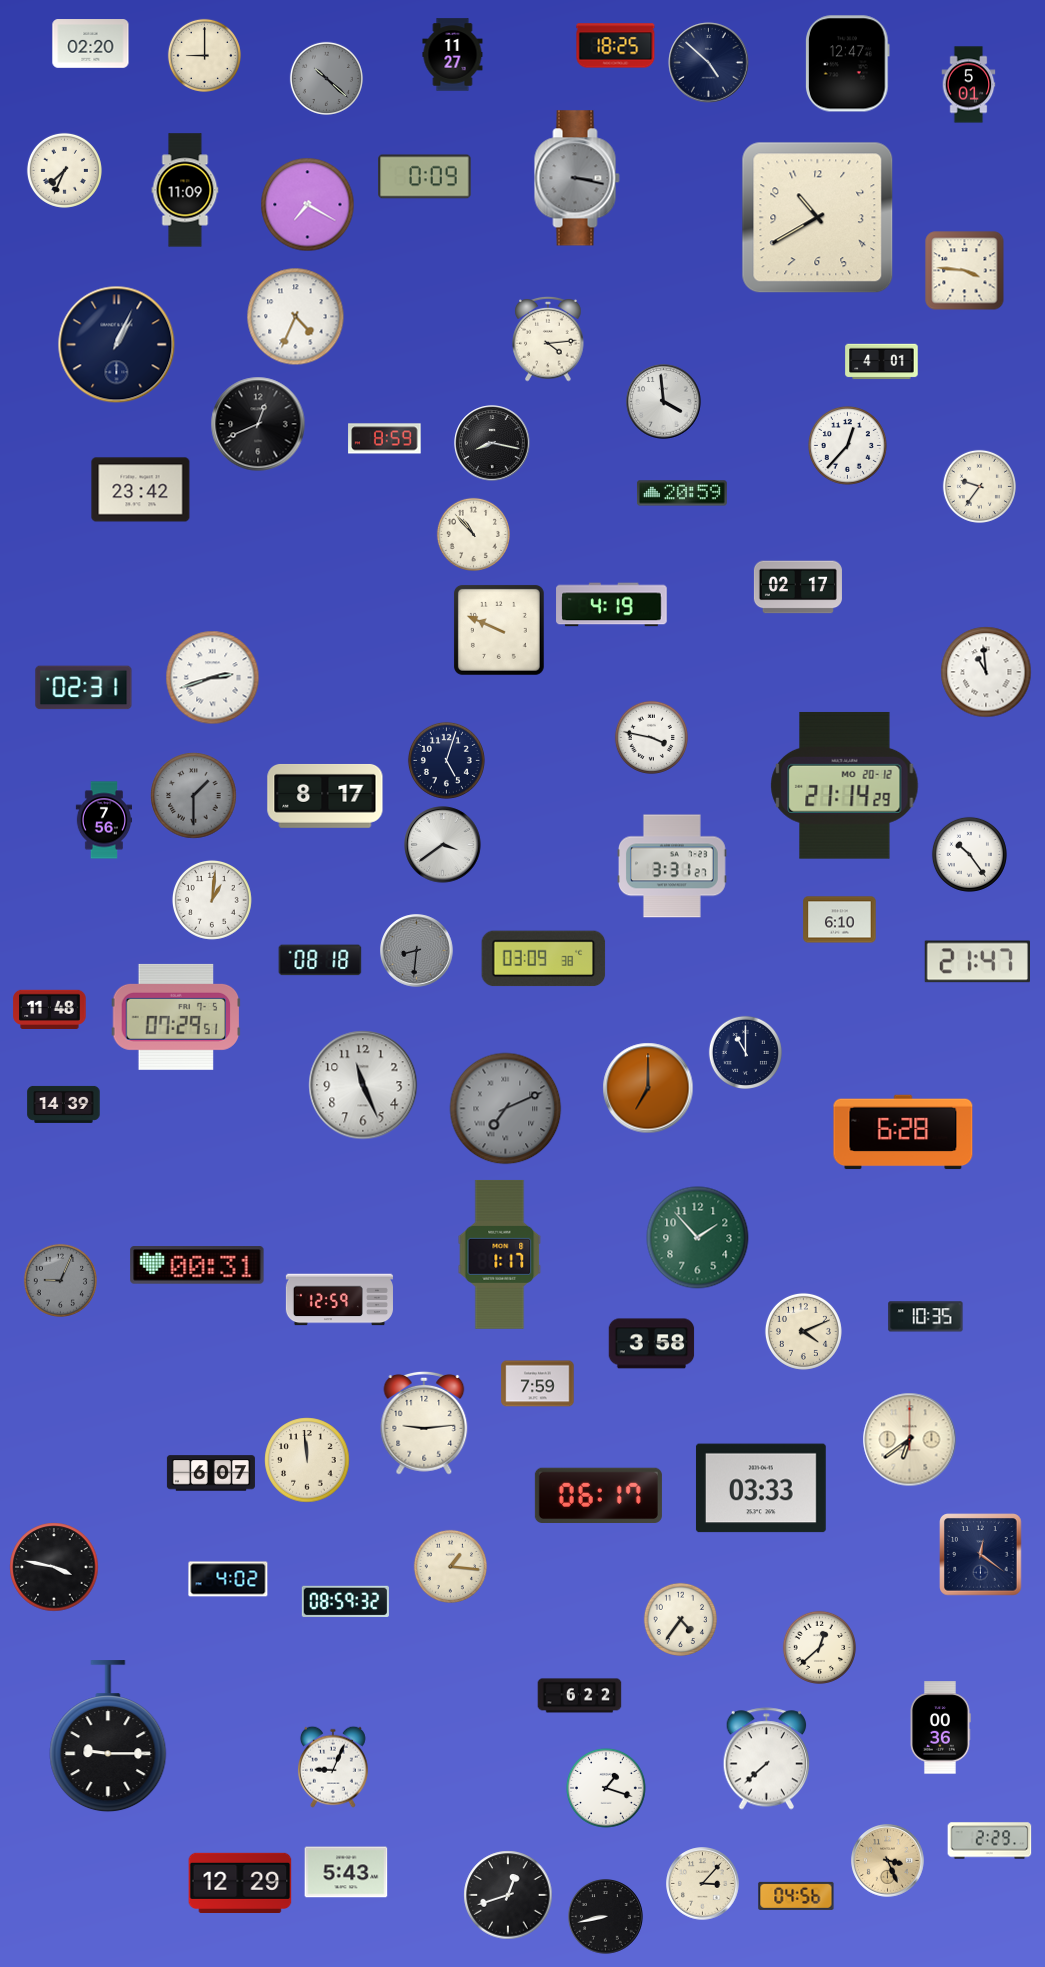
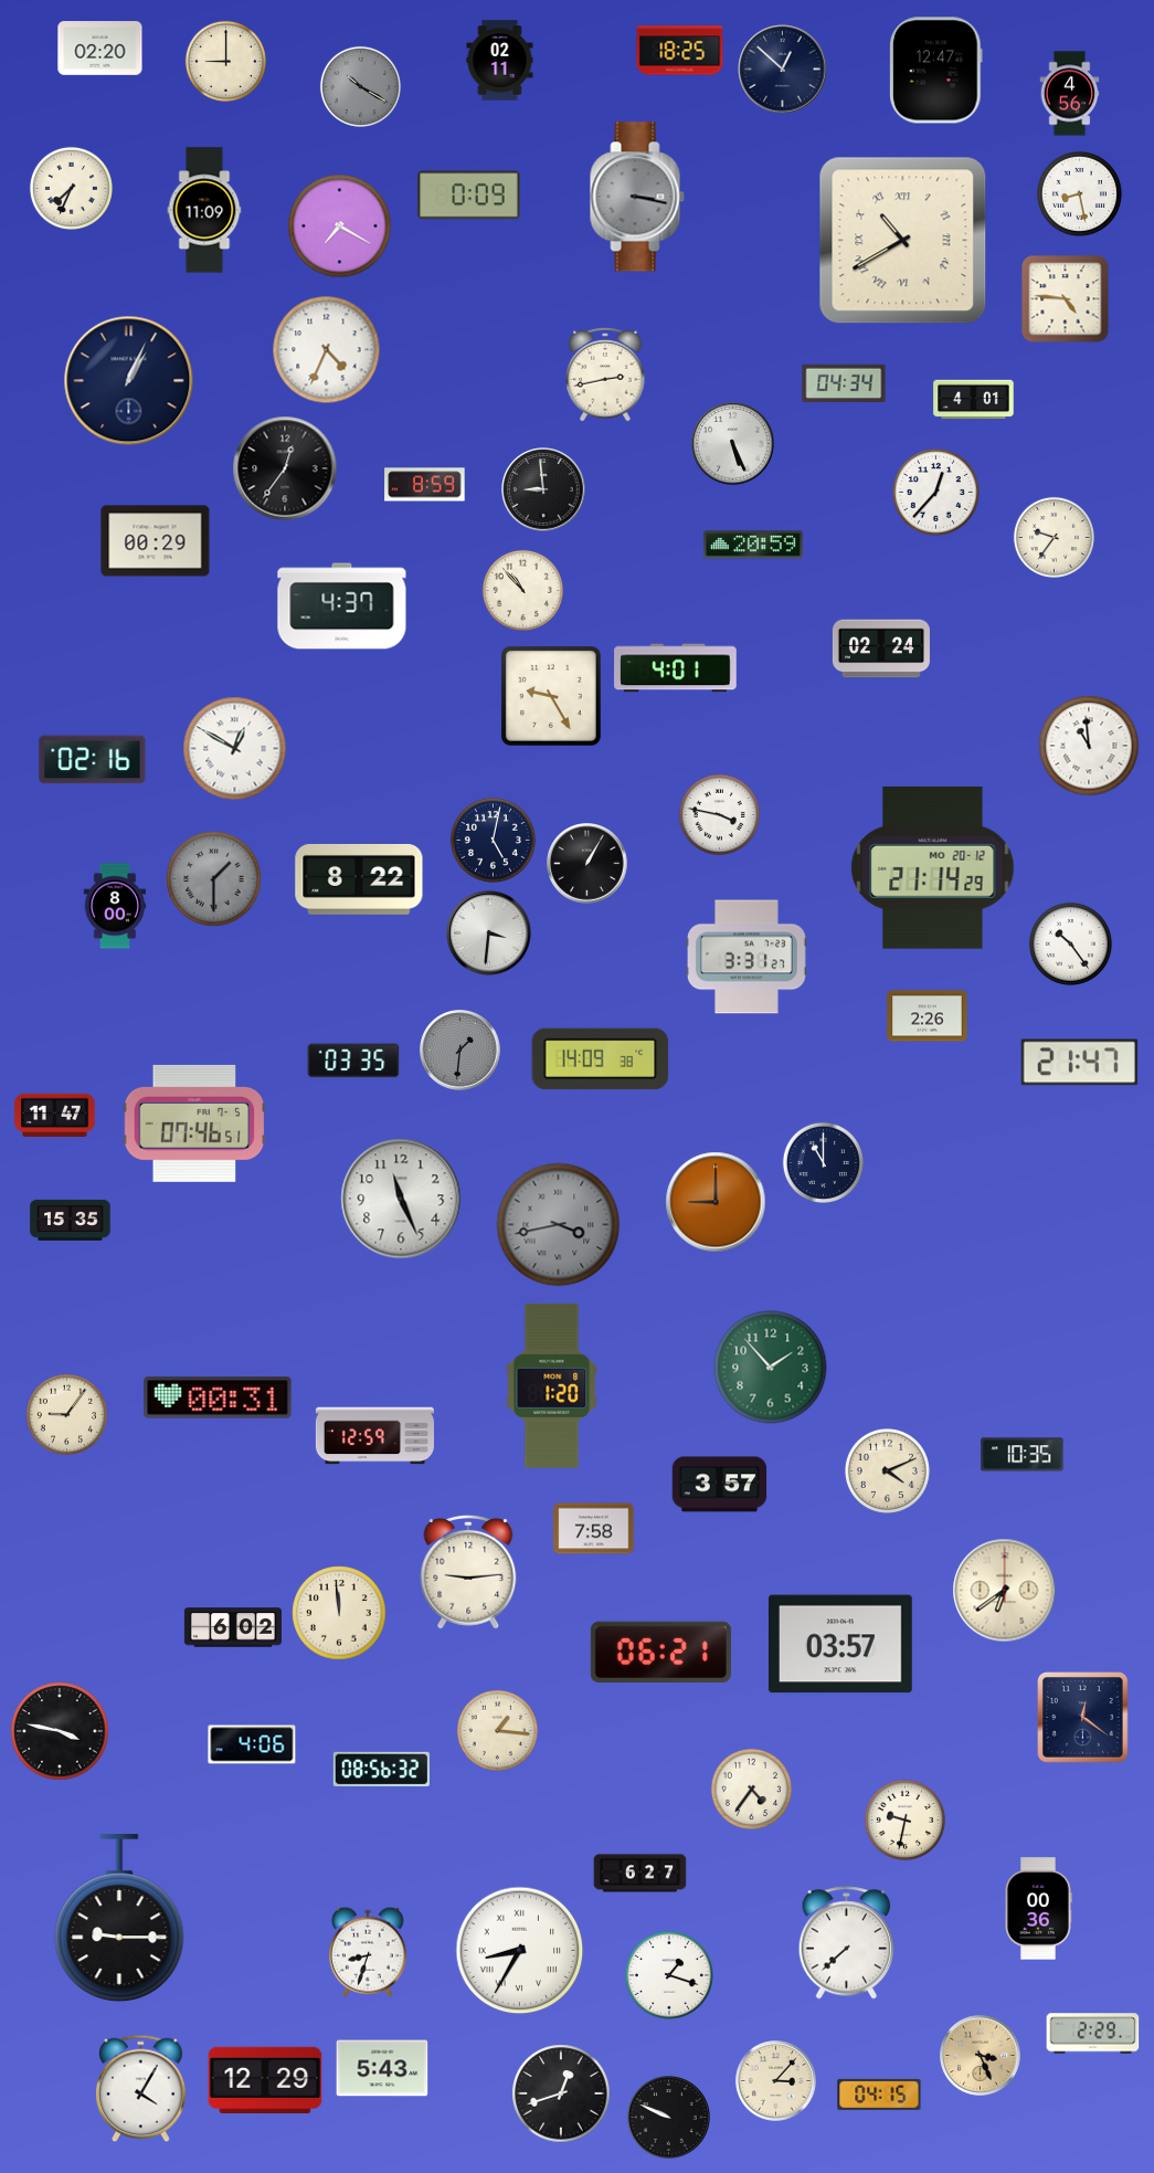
clock at (453, 55): 11:27 -> 02:11
clock at (709, 63): 4:52 -> 12:52
clock at (326, 78): 10:22 -> 10:20
clock at (969, 85): 5:01 -> 4:56
clock at (1079, 193): none -> 8:28
clock at (818, 218) numerals: Arabic -> Roman
clock at (965, 271): 3:46 -> 4:46
clock at (548, 340): 4:14 -> 2:43
clock at (844, 383): none -> 04:34
clock at (664, 402): 3:59 -> 5:26
clock at (258, 424): 12:41 -> 12:36
clock at (492, 443): 8:17 -> 8:59
clock at (979, 486) position: (979, 486) -> (1054, 537)
clock at (141, 490): 23:42 -> 00:29
clock at (342, 606): none -> 4:37
clock at (798, 587): 02:17 -> 02:24
clock at (612, 605): 4:19 -> 4:01
clock at (499, 630): 9:49 -> 9:25
clock at (986, 672) position: (986, 672) -> (1089, 746)
clock at (213, 678): 2:42 -> 12:50
clock at (84, 688): 02:31 -> 02:16
clock at (446, 760): 5:03 -> 5:02
clock at (587, 864): none -> 1:05
clock at (325, 796): 8:17 -> 8:22
clock at (103, 820): 7:56 -> 8:00
clock at (443, 845): 3:39 -> 3:31
clock at (673, 866) position: (673, 866) -> (748, 957)
clock at (212, 900): 1:01 -> none
clock at (840, 920): 6:10 -> 2:26
clock at (417, 951): 8:31 -> 1:31
clock at (544, 959): 03:09 -> 14:09
clock at (320, 960): 08:18 -> 03:35
clock at (50, 1009): 11:48 -> 11:47
clock at (176, 1017): 07:29 -> 07:46
clock at (648, 1088): 7:00 -> 9:00
clock at (64, 1104): 14:39 -> 15:35
clock at (506, 1109): 7:11 -> 3:43
clock at (903, 1132): 6:28 -> none
clock at (500, 1254): 1:17 -> 1:20
clock at (60, 1280): 9:04 -> 9:06
clock at (60, 1280) dial: grey -> cream
clock at (652, 1344): 3:58 -> 3:57
clock at (538, 1384): 7:59 -> 7:58
clock at (211, 1473): 6:07 -> 6:02
clock at (761, 1488): 03:33 -> 03:57
clock at (598, 1496): 06:17 -> 06:21
clock at (228, 1579): 4:02 -> 4:06
clock at (345, 1601): 08:59 -> 08:56
clock at (819, 1647): 12:38 -> 9:32
clock at (580, 1696): 6:22 -> 6:27
clock at (520, 1951): none -> 8:35
clock at (333, 1767): 9:04 -> 8:33
clock at (141, 2089): none -> 4:05
clock at (796, 1896): 04:56 -> 04:15
clock at (606, 1917): 8:43 -> 9:49
